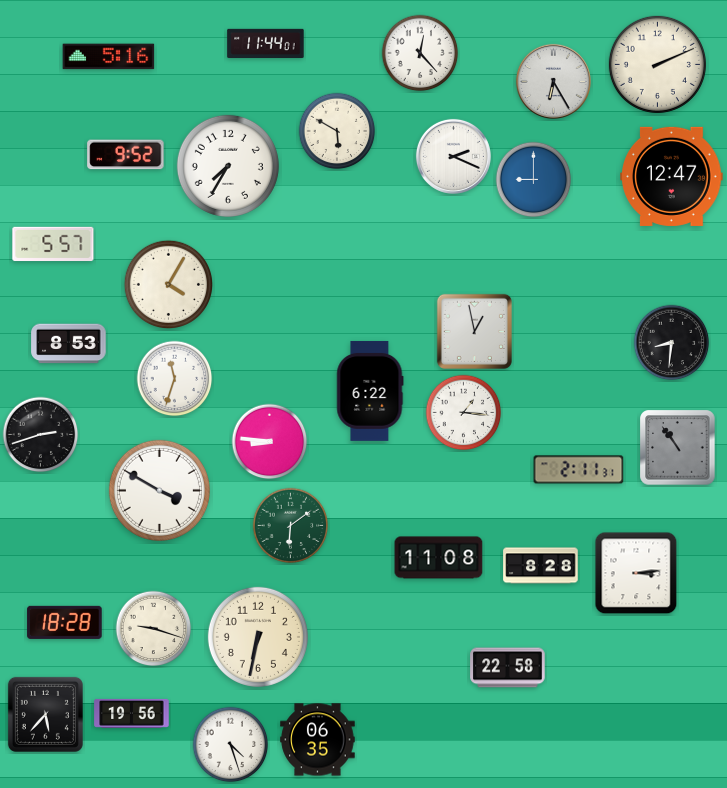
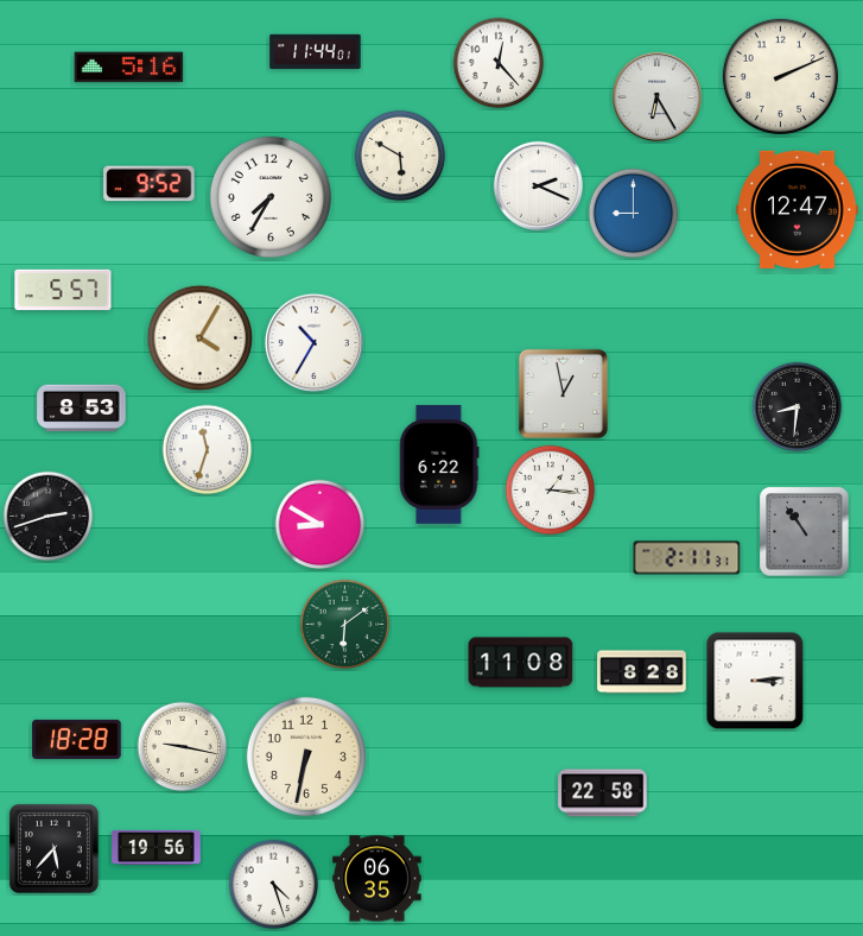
clock at (313, 342): none -> 10:35
clock at (270, 442): 8:46 -> 8:50
clock at (159, 490): 3:50 -> none
clock at (154, 629): 9:18 -> 9:17
